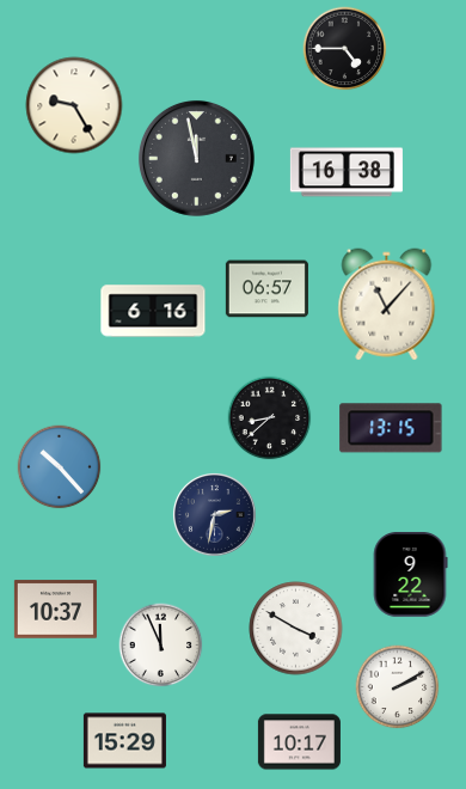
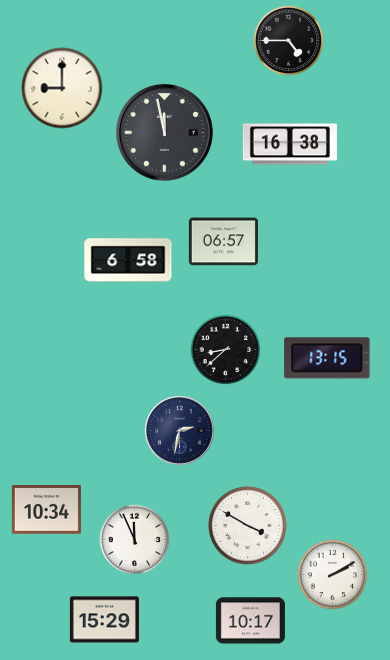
clock at (74, 105): 9:25 -> 9:00
clock at (387, 305): 11:07 -> none
clock at (153, 311): 6:16 -> 6:58
clock at (60, 467): 10:23 -> none
clock at (410, 575): 9:22 -> none
clock at (55, 610): 10:37 -> 10:34
